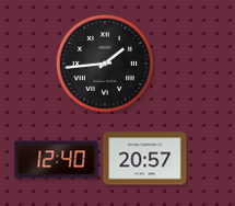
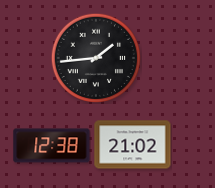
clock at (145, 159): 20:57 -> 21:02
clock at (57, 160): 12:40 -> 12:38
